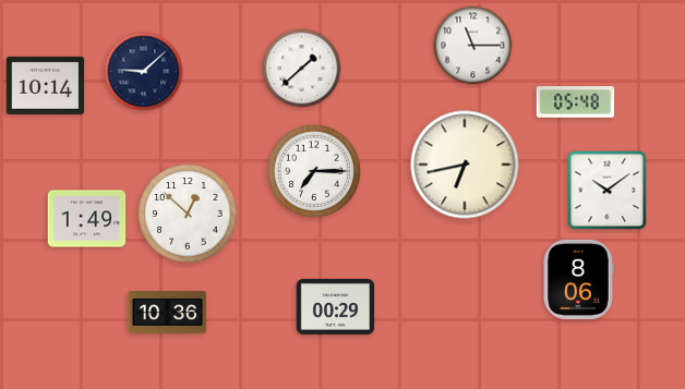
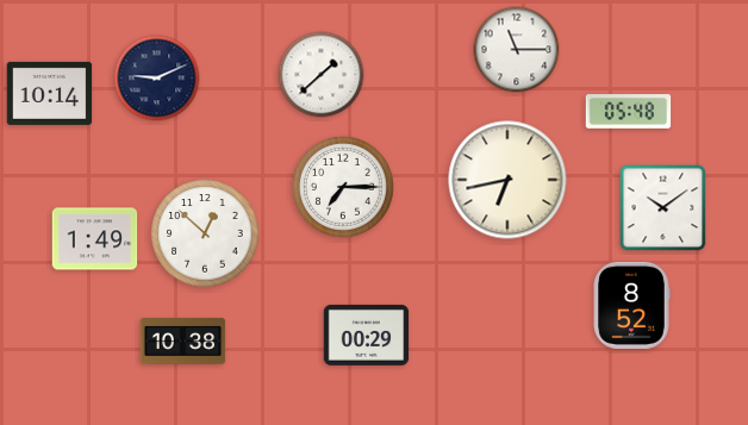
clock at (302, 69) position: (302, 69) -> (322, 75)
clock at (144, 72): 9:08 -> 9:11
clock at (578, 279): 8:06 -> 8:52
clock at (168, 313): 10:36 -> 10:38
